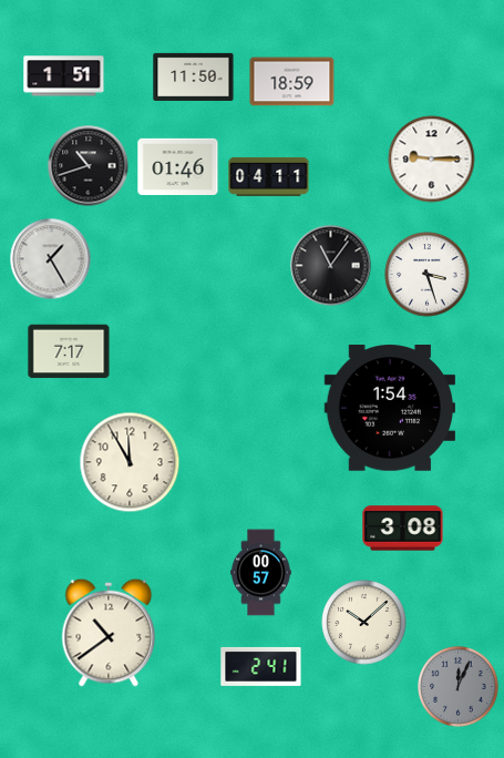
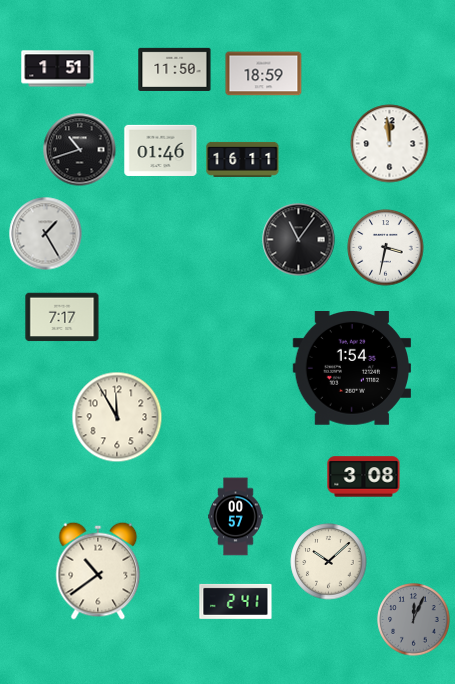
clock at (432, 160): 9:15 -> 11:59
clock at (269, 176): 04:11 -> 16:11
clock at (428, 275): 3:27 -> 3:32
